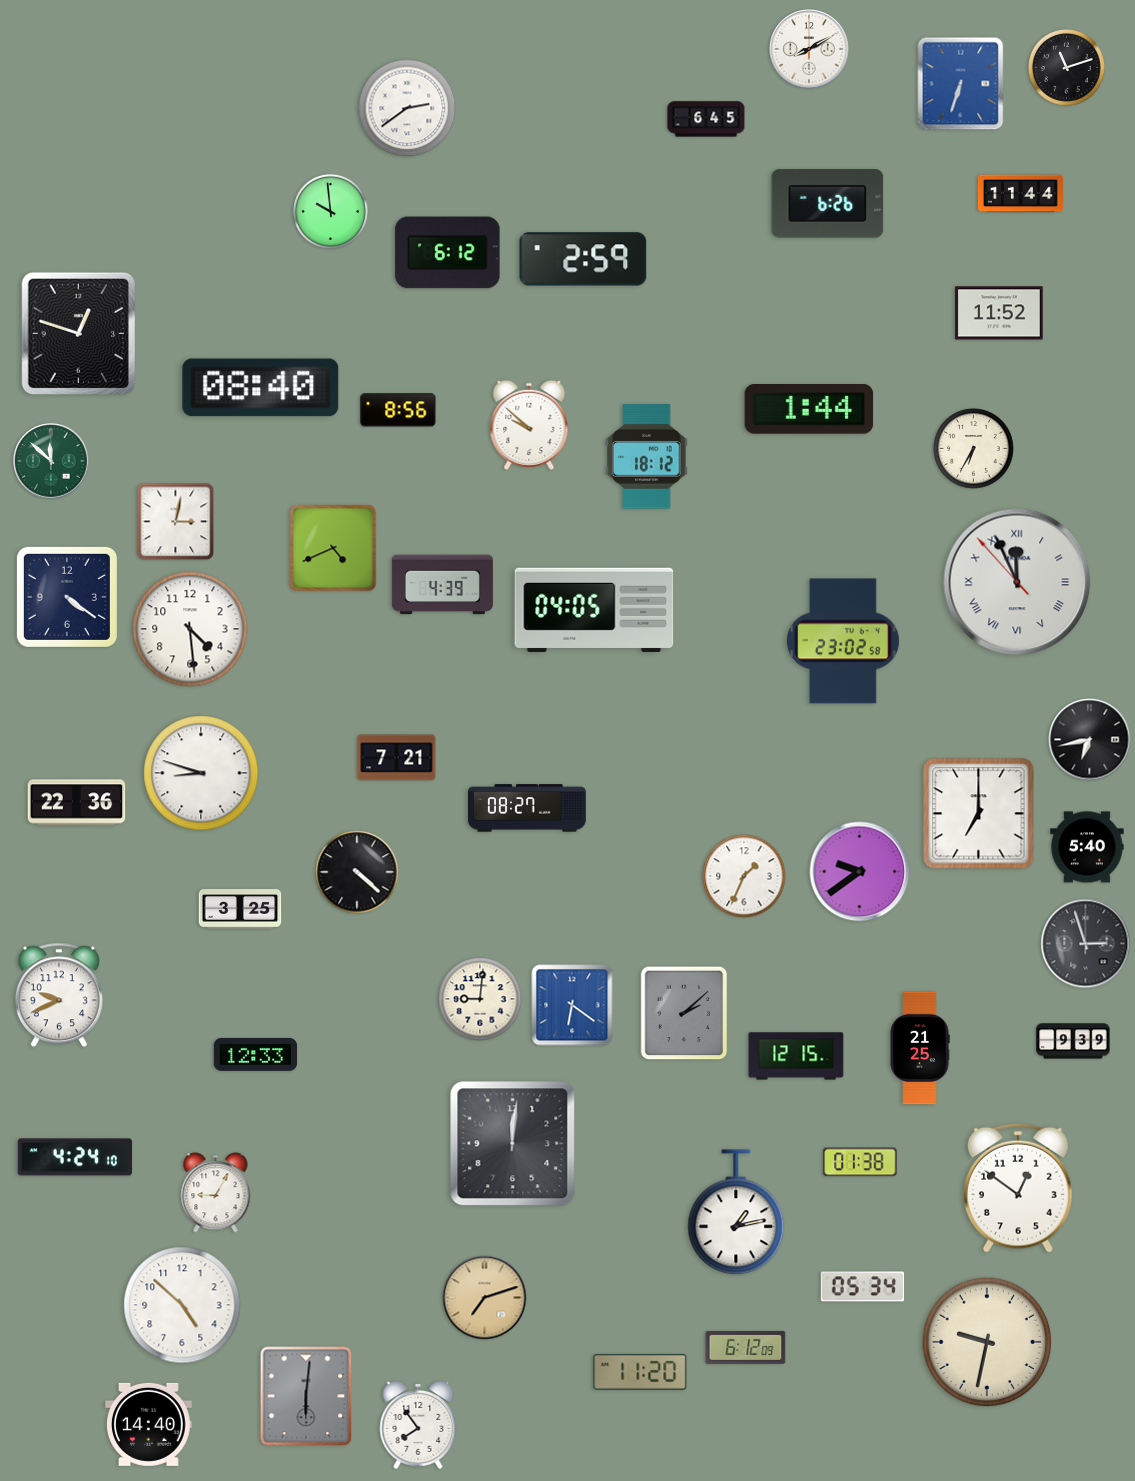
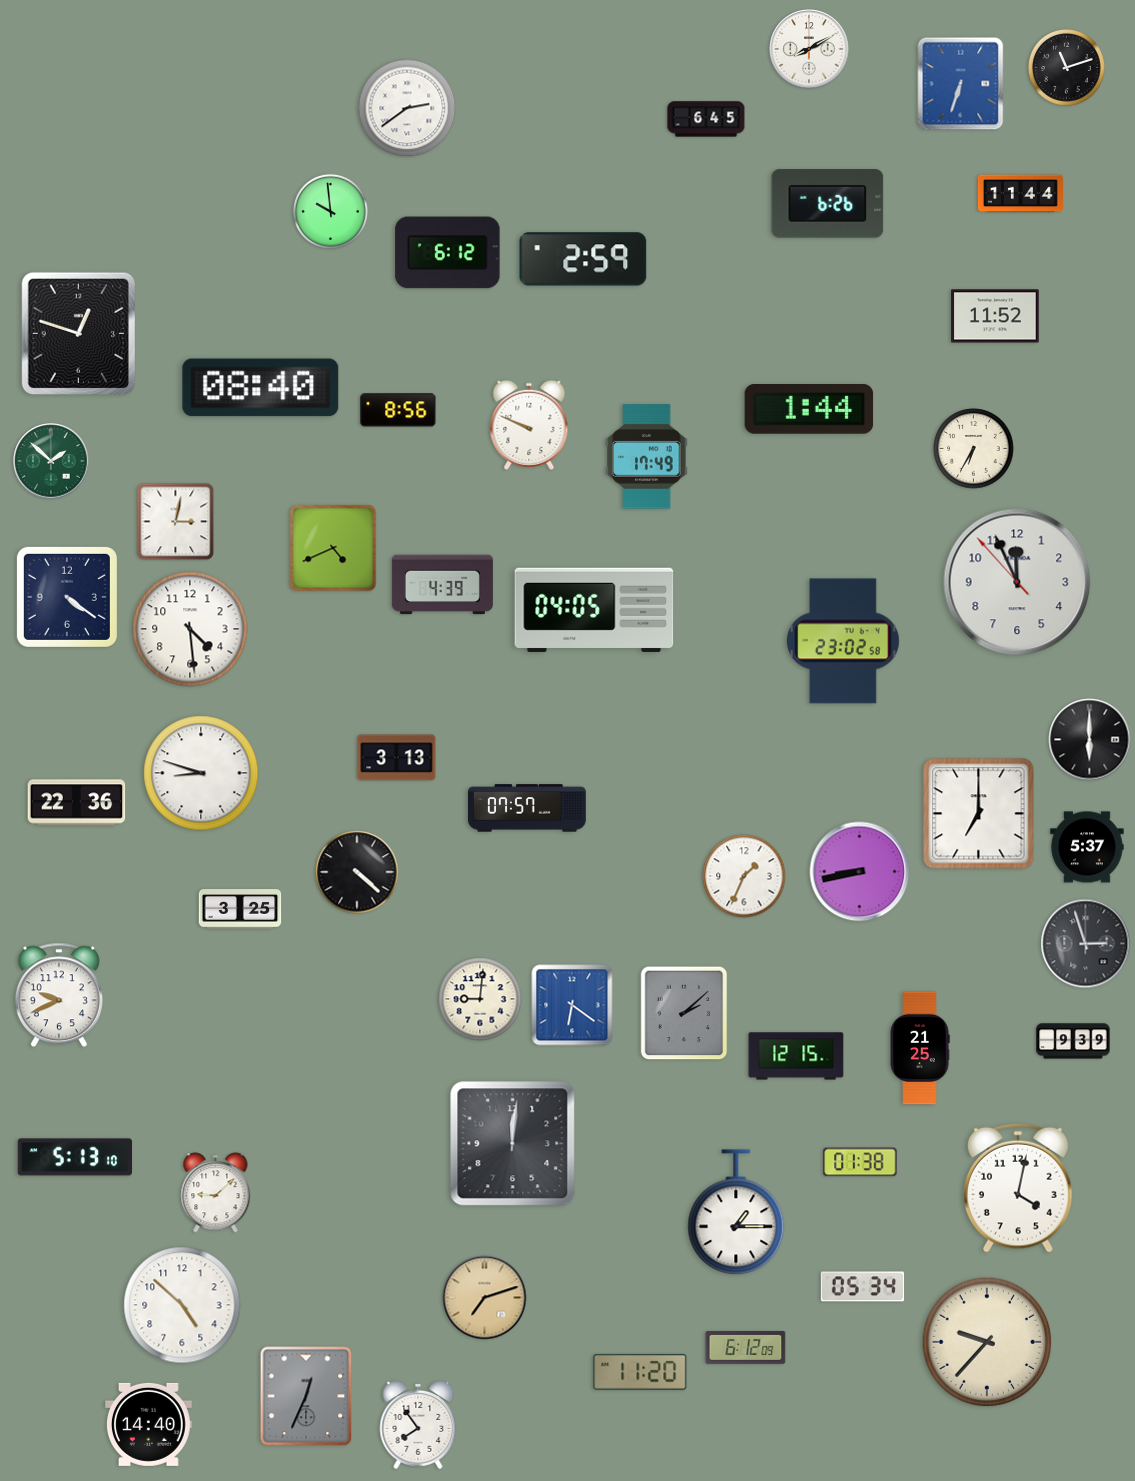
clock at (999, 313) position: (999, 313) -> (995, 316)
clock at (529, 425): 9:52 -> 9:49
clock at (647, 457): 18:12 -> 17:49
clock at (51, 461): 11:52 -> 1:52
clock at (1017, 582) numerals: Roman -> Arabic
clock at (1090, 740): 6:43 -> 6:00
clock at (397, 758): 7:21 -> 3:13
clock at (528, 808): 08:27 -> 07:57
clock at (1087, 847): 5:40 -> 5:37
clock at (860, 872): 9:39 -> 8:43
clock at (256, 1054): 12:33 -> none
clock at (74, 1157): 4:24 -> 5:13
clock at (1019, 1188): 12:51 -> 4:02
clock at (216, 1193): 9:05 -> 9:08
clock at (736, 1213): 1:13 -> 1:15
clock at (987, 1342): 9:32 -> 9:37
clock at (306, 1396): 6:01 -> 12:34
